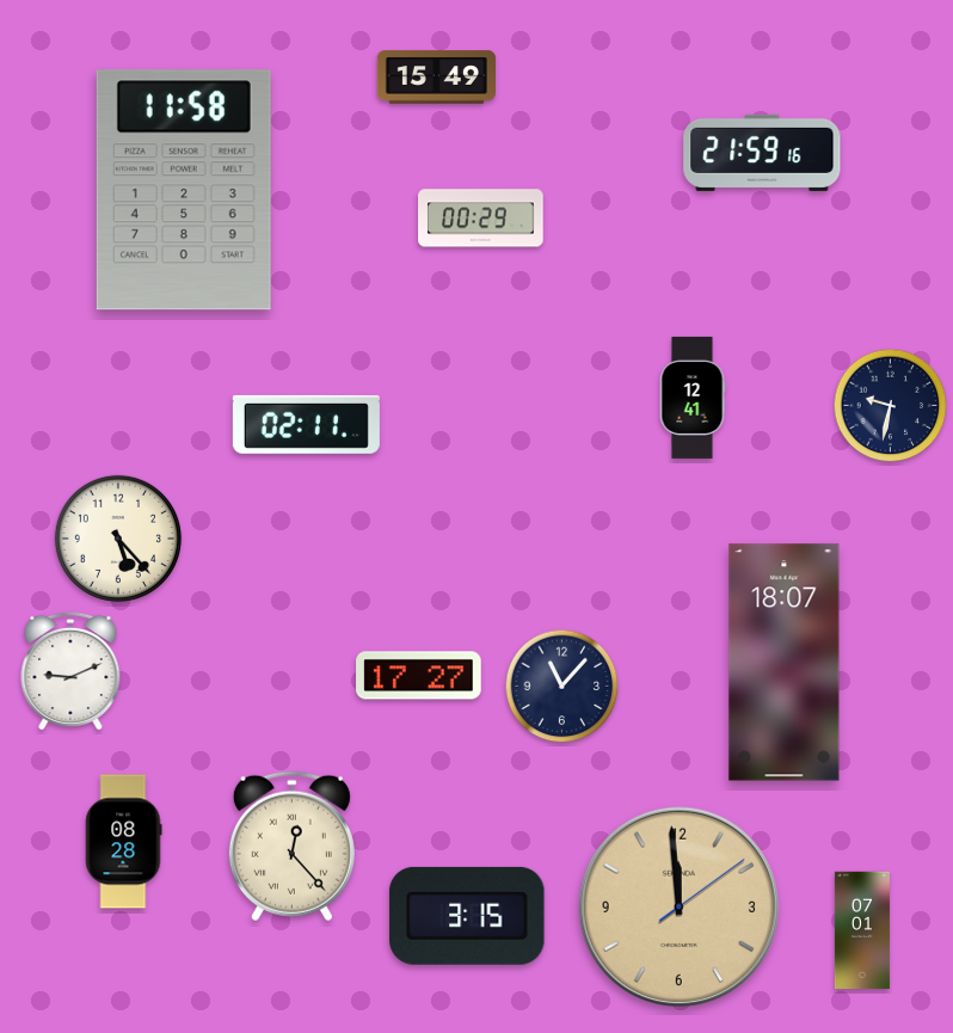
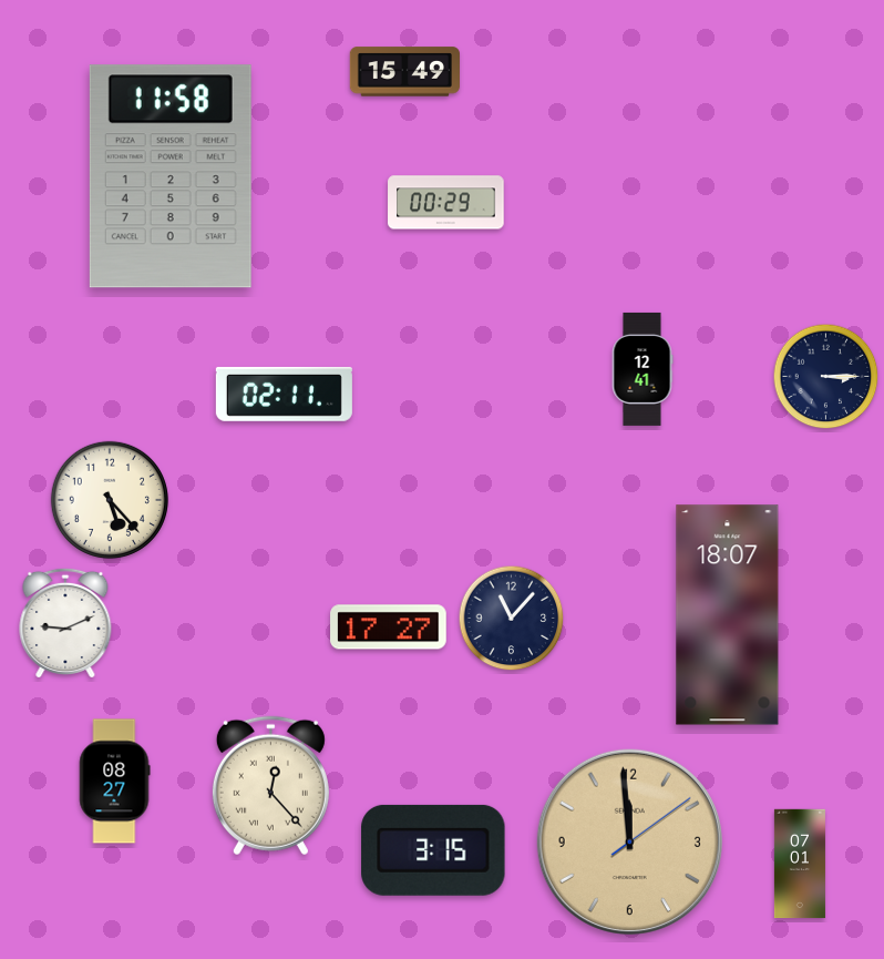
clock at (762, 153): 21:59 -> none
clock at (891, 406): 9:32 -> 3:15
clock at (562, 687) position: (562, 687) -> (512, 619)
clock at (123, 842): 08:28 -> 08:27
